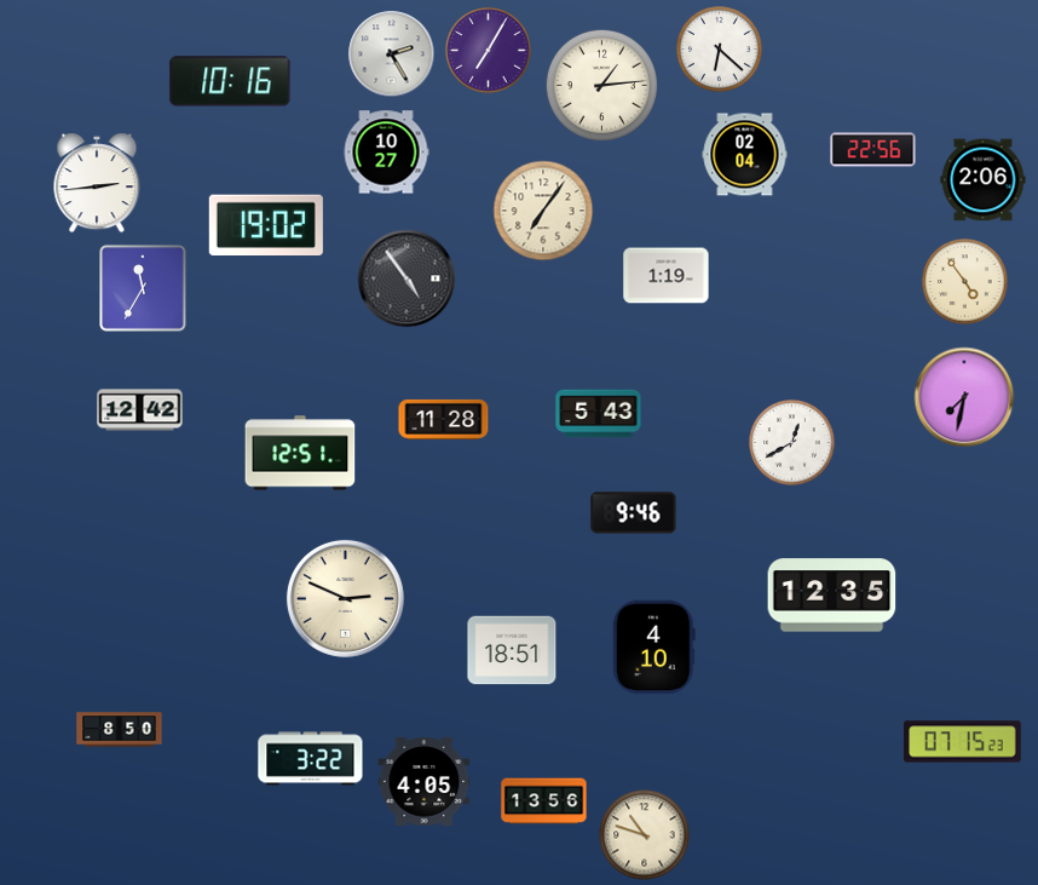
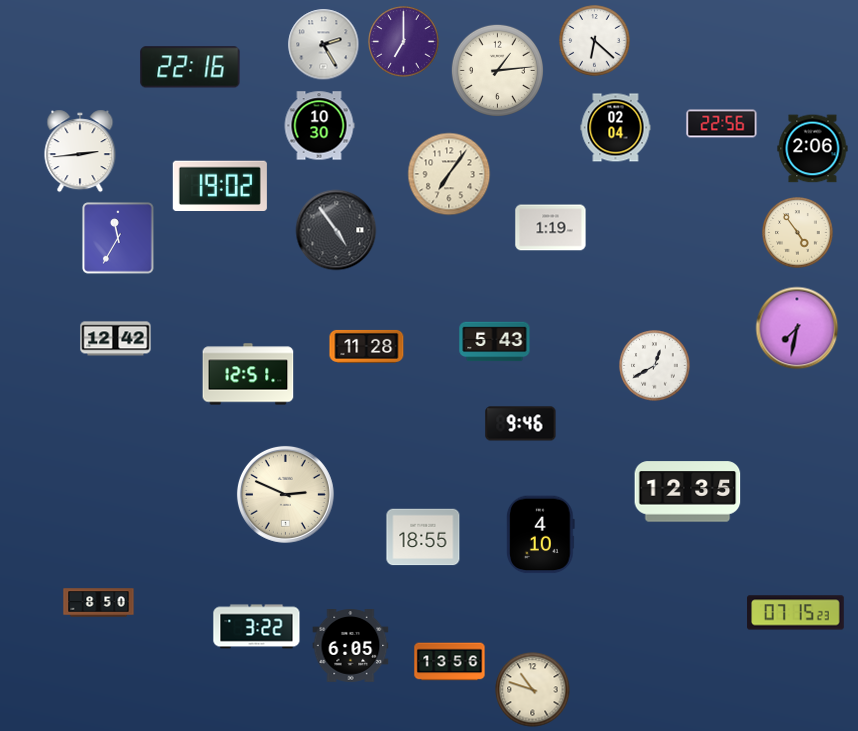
clock at (489, 51): 7:05 -> 7:00
clock at (230, 81): 10:16 -> 22:16
clock at (386, 153): 10:27 -> 10:30
clock at (634, 513) position: (634, 513) -> (521, 424)
clock at (512, 650): 18:51 -> 18:55
clock at (425, 782): 4:05 -> 6:05
